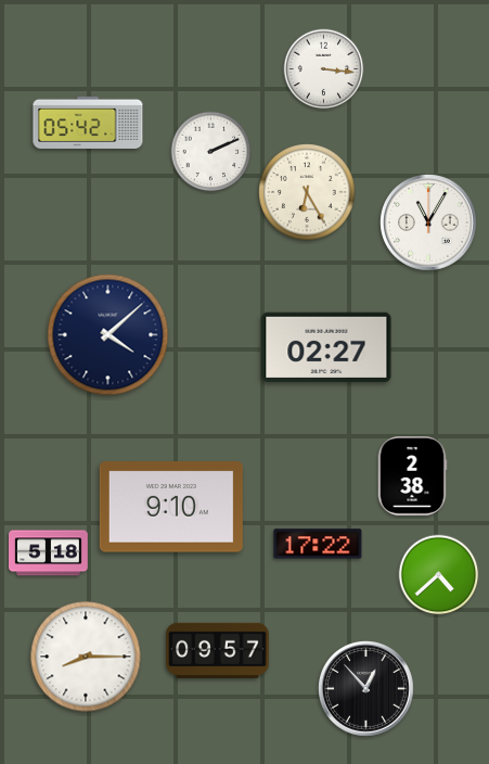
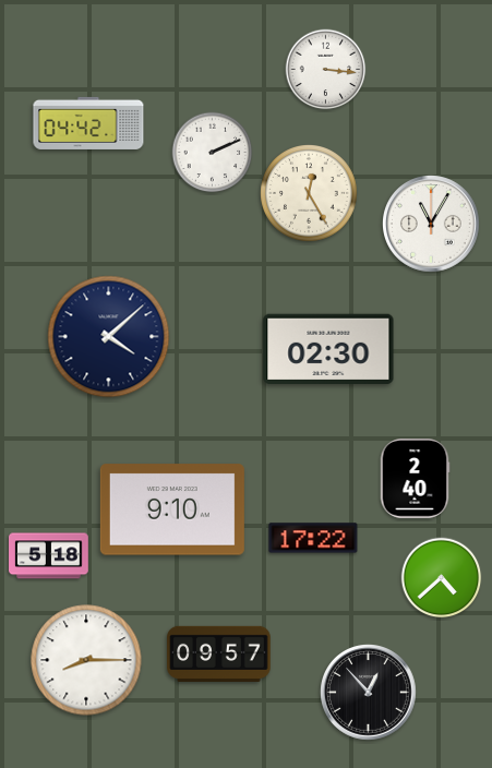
clock at (88, 123): 05:42 -> 04:42
clock at (308, 193): 6:25 -> 12:25
clock at (326, 347): 02:27 -> 02:30
clock at (412, 476): 2:38 -> 2:40
clock at (318, 544) position: (318, 544) -> (313, 538)
